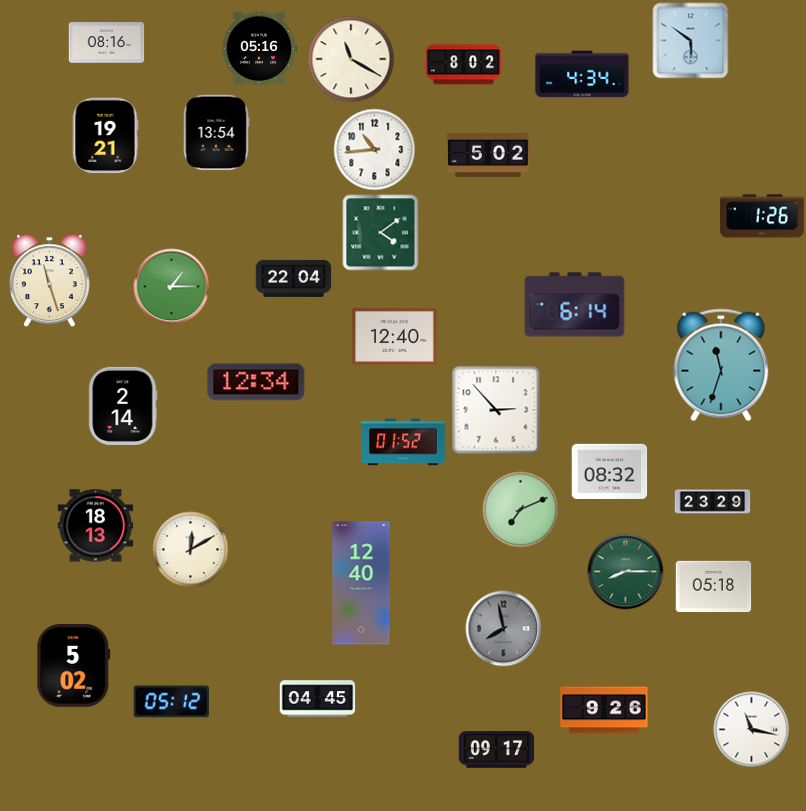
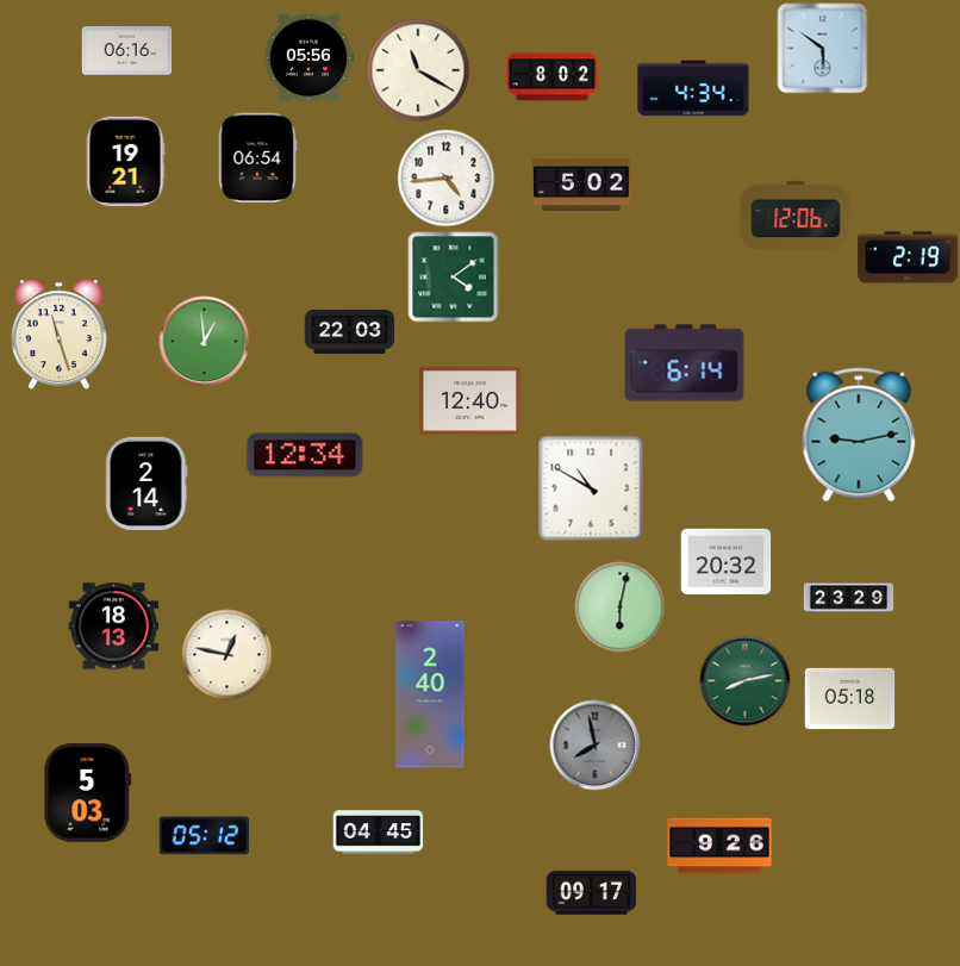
clock at (107, 43): 08:16 -> 06:16
clock at (259, 49): 05:16 -> 05:56
clock at (216, 133): 13:54 -> 06:54
clock at (375, 150): 10:44 -> 4:44
clock at (796, 214): none -> 12:06
clock at (762, 216): 1:26 -> 2:19
clock at (294, 278): 22:04 -> 22:03
clock at (172, 287): 1:15 -> 12:59
clock at (721, 365): 11:33 -> 9:13
clock at (496, 410): 2:53 -> 10:50
clock at (403, 442): 01:52 -> none
clock at (610, 471): 08:32 -> 20:32
clock at (521, 510): 7:11 -> 6:02
clock at (191, 550): 12:10 -> 12:47
clock at (626, 572): 8:15 -> 8:13
clock at (361, 583): 12:40 -> 2:40
clock at (504, 629) position: (504, 629) -> (596, 746)
clock at (74, 665): 5:02 -> 5:03
clock at (752, 730): 11:17 -> none
